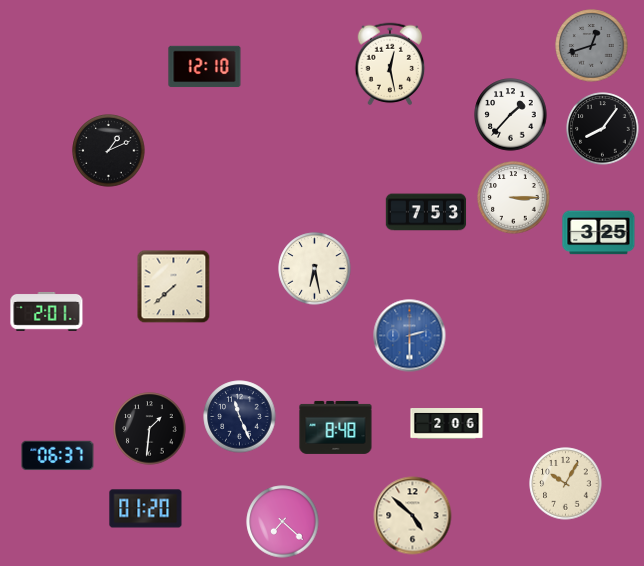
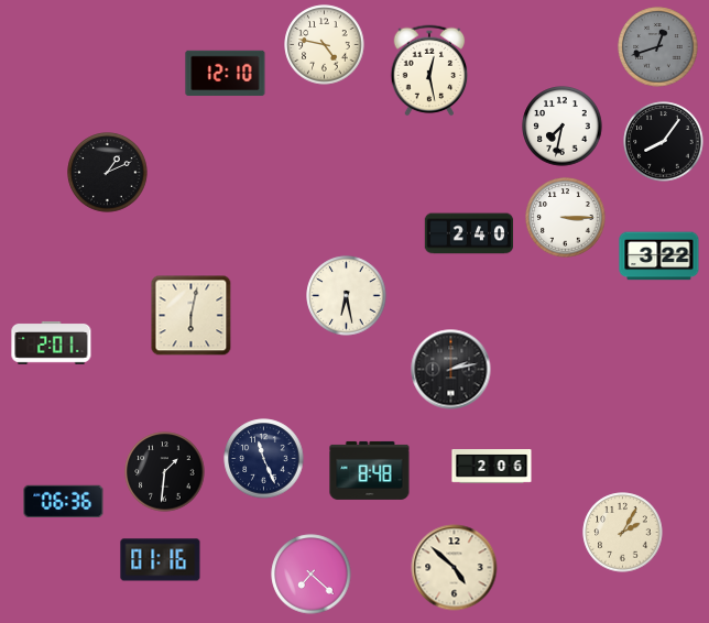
clock at (325, 45): none -> 4:47
clock at (592, 46) position: (592, 46) -> (658, 47)
clock at (511, 115): 1:37 -> 7:32
clock at (109, 151) position: (109, 151) -> (108, 173)
clock at (426, 212): 7:53 -> 2:40
clock at (599, 233): 3:25 -> 3:22
clock at (174, 287): 7:38 -> 6:02
clock at (410, 336): 2:30 -> 2:13
clock at (410, 336) dial: blue -> black
clock at (58, 456): 06:37 -> 06:36
clock at (566, 484): 10:05 -> 2:05
clock at (146, 509): 01:20 -> 01:16
